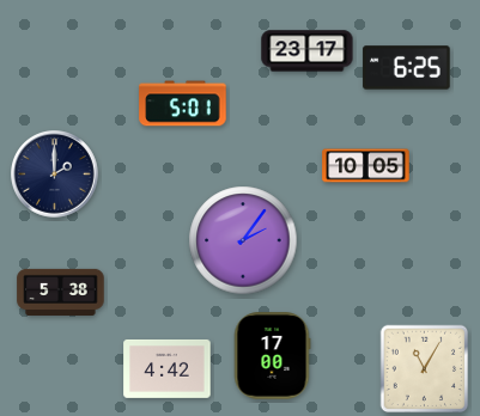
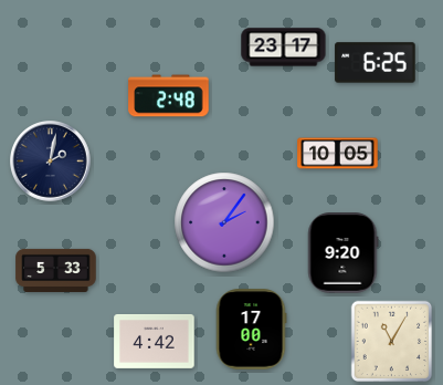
clock at (183, 104): 5:01 -> 2:48
clock at (55, 175): 2:00 -> 2:02
clock at (342, 253): none -> 9:20
clock at (61, 292): 5:38 -> 5:33
